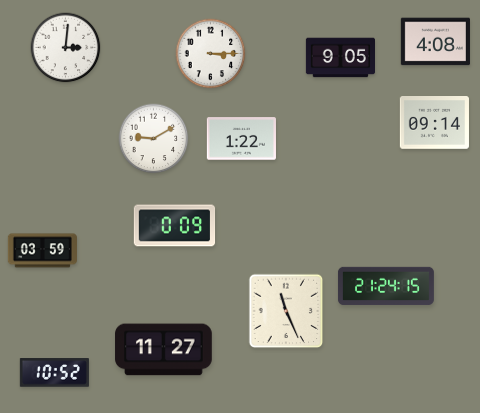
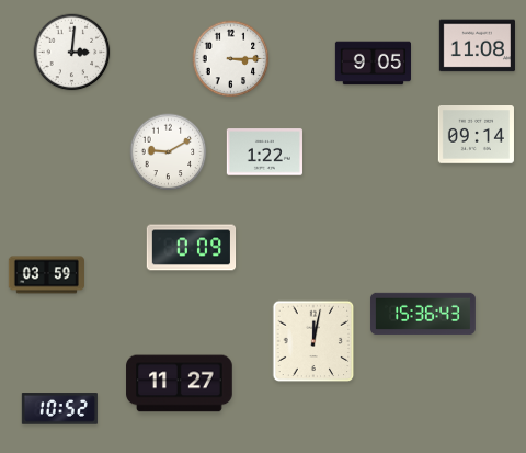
clock at (435, 42): 4:08 -> 11:08
clock at (386, 286): 21:24 -> 15:36
clock at (286, 311): 11:26 -> 12:02
